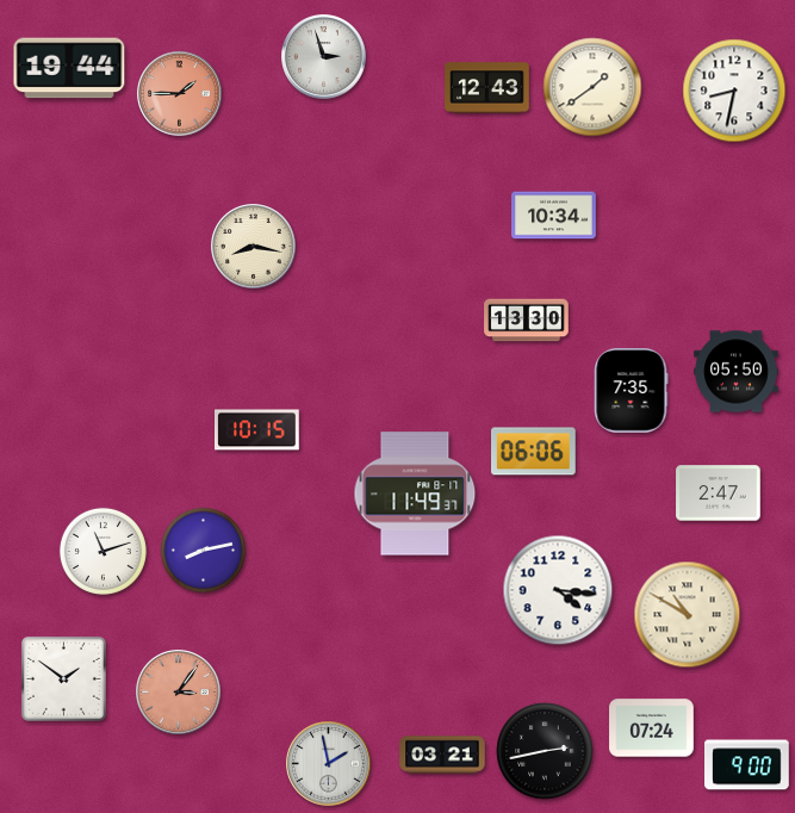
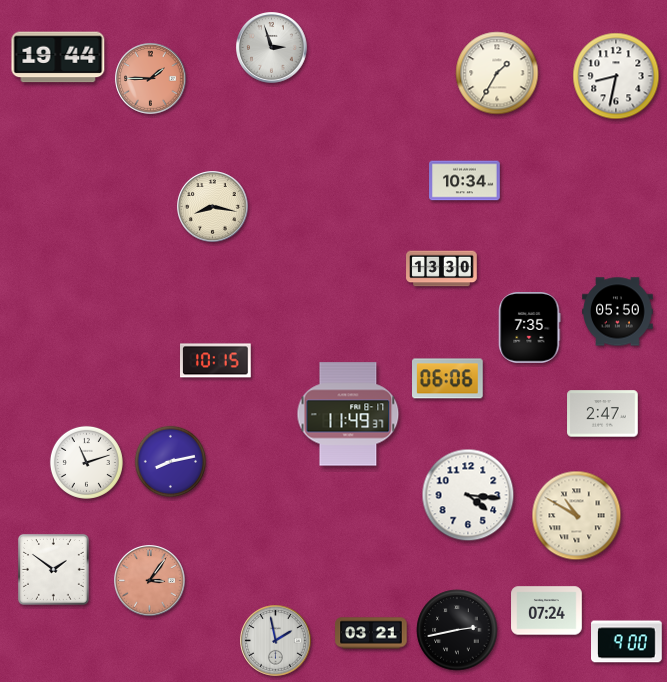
clock at (592, 87): 1:39 -> 1:35
clock at (487, 88): 12:43 -> none
